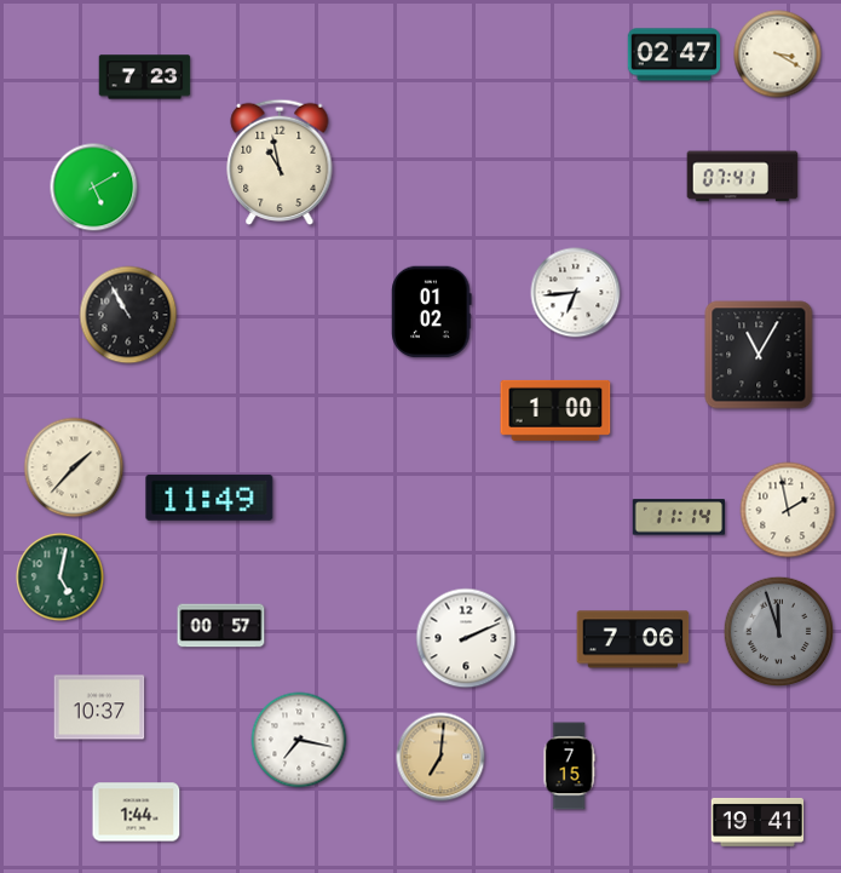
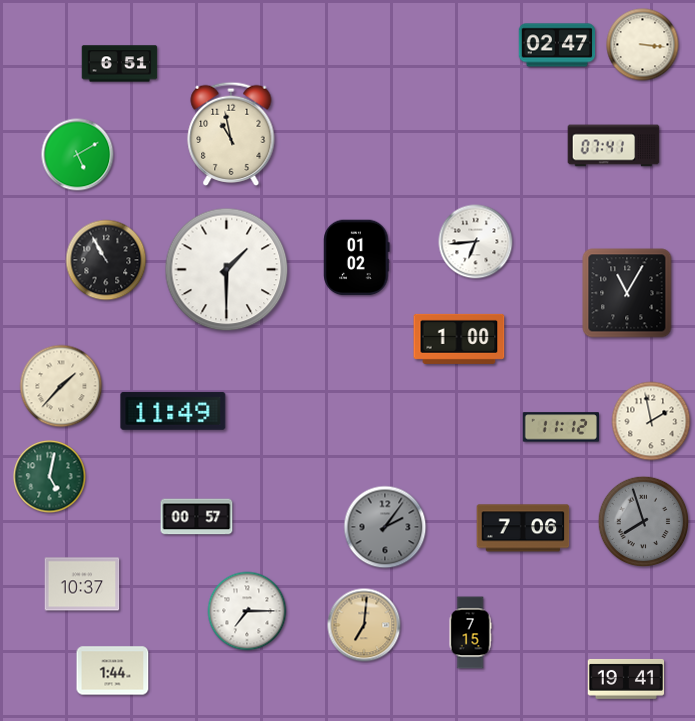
clock at (778, 54): 3:20 -> 3:16
clock at (145, 77): 7:23 -> 6:51
clock at (227, 270): none -> 1:30
clock at (679, 517): 11:14 -> 11:12
clock at (221, 626) position: (221, 626) -> (197, 517)
clock at (779, 632): 11:57 -> 7:57
clock at (466, 638): 2:11 -> 2:06
clock at (466, 638) dial: white -> grey
clock at (299, 740): 7:17 -> 7:15
